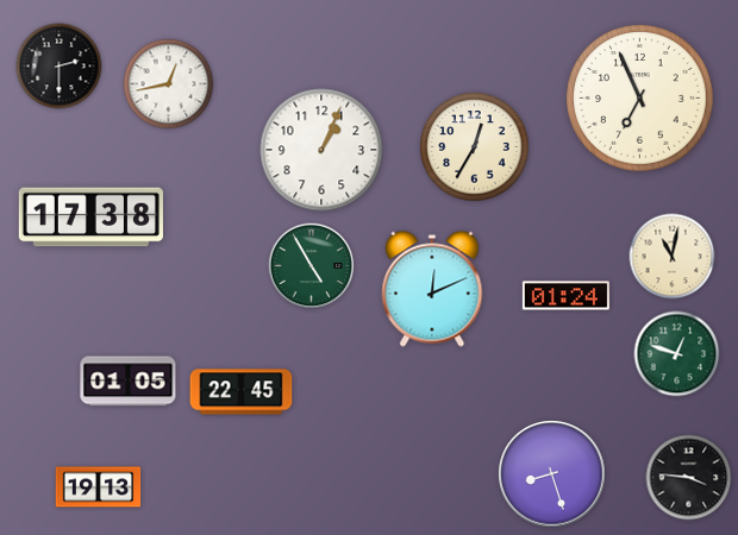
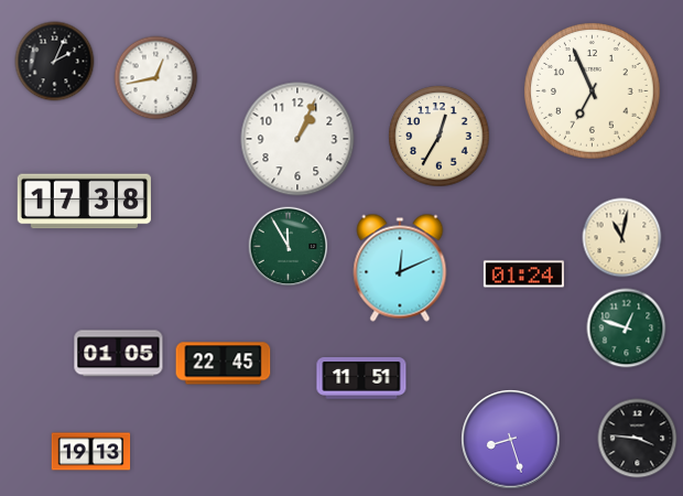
clock at (60, 67): 2:30 -> 2:04
clock at (312, 266): 4:55 -> 11:55
clock at (361, 378): none -> 11:51
clock at (689, 478) position: (689, 478) -> (638, 439)
